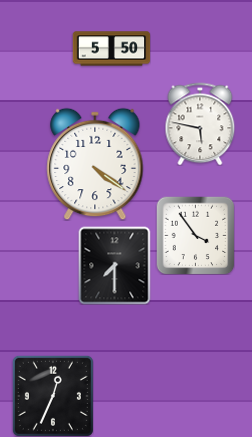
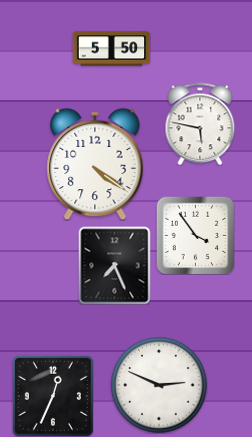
clock at (115, 265): 7:30 -> 7:26
clock at (159, 385): none -> 2:49
